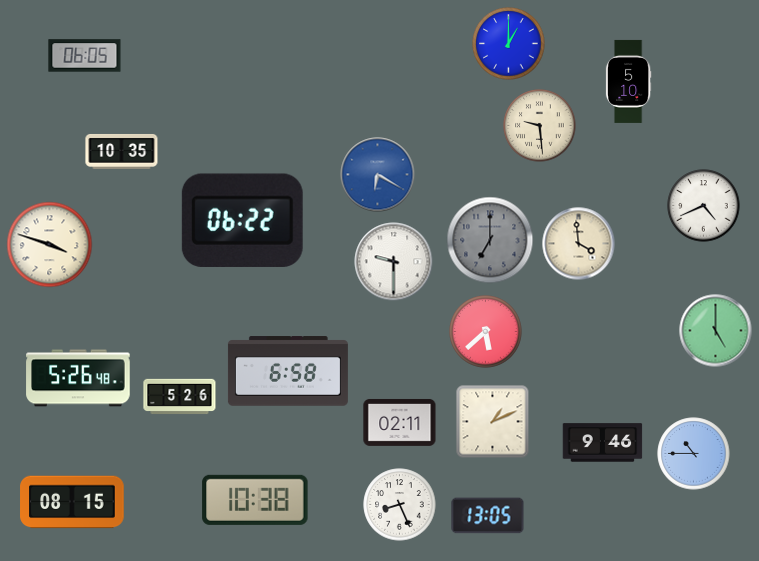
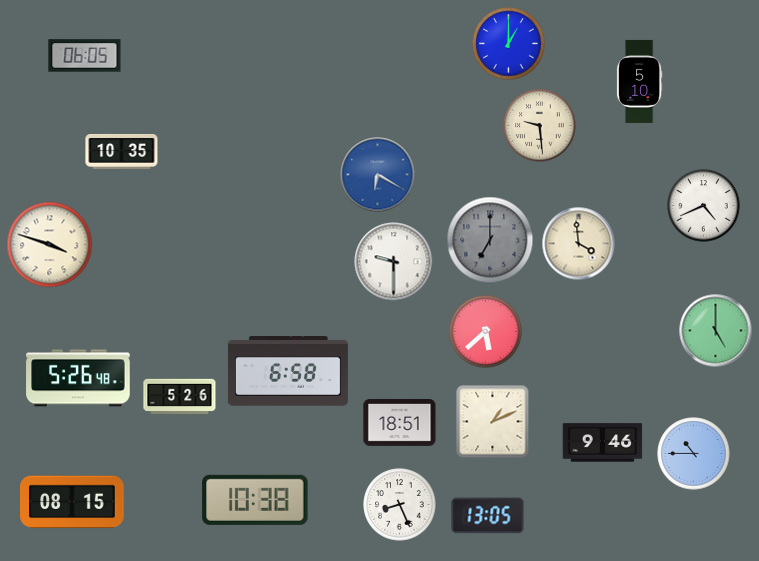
clock at (628, 81) position: (628, 81) -> (639, 81)
clock at (242, 220): 06:22 -> none
clock at (400, 422): 02:11 -> 18:51
